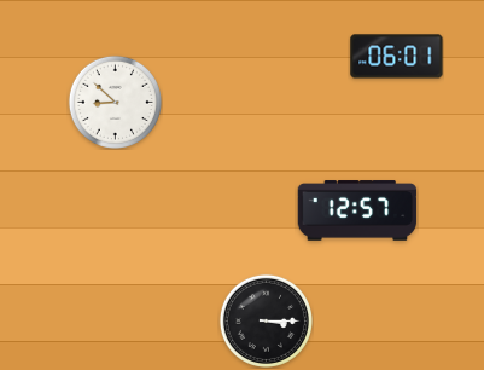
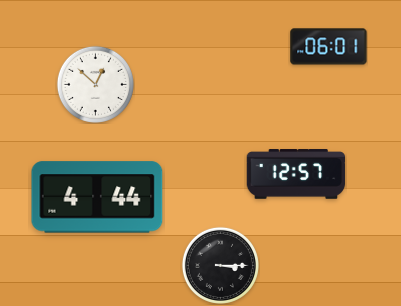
clock at (115, 102): 8:52 -> 12:52
clock at (97, 197): none -> 4:44
